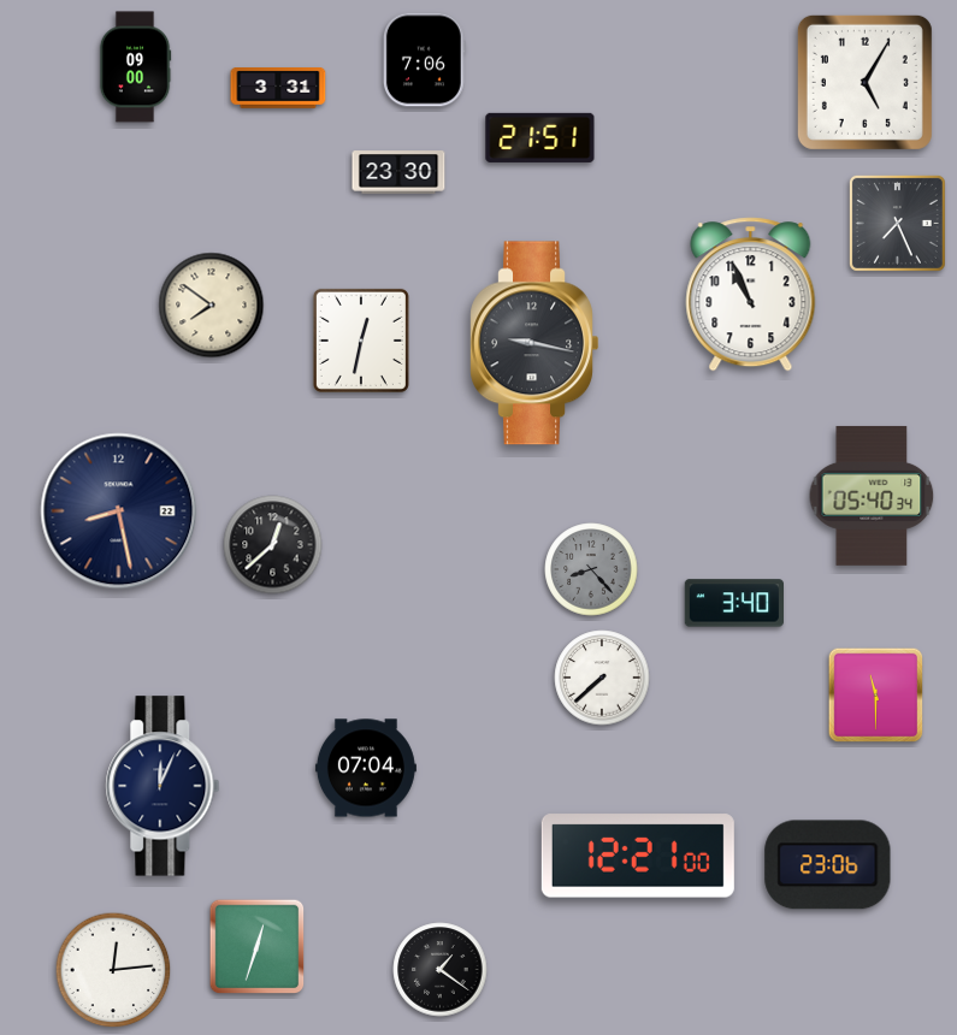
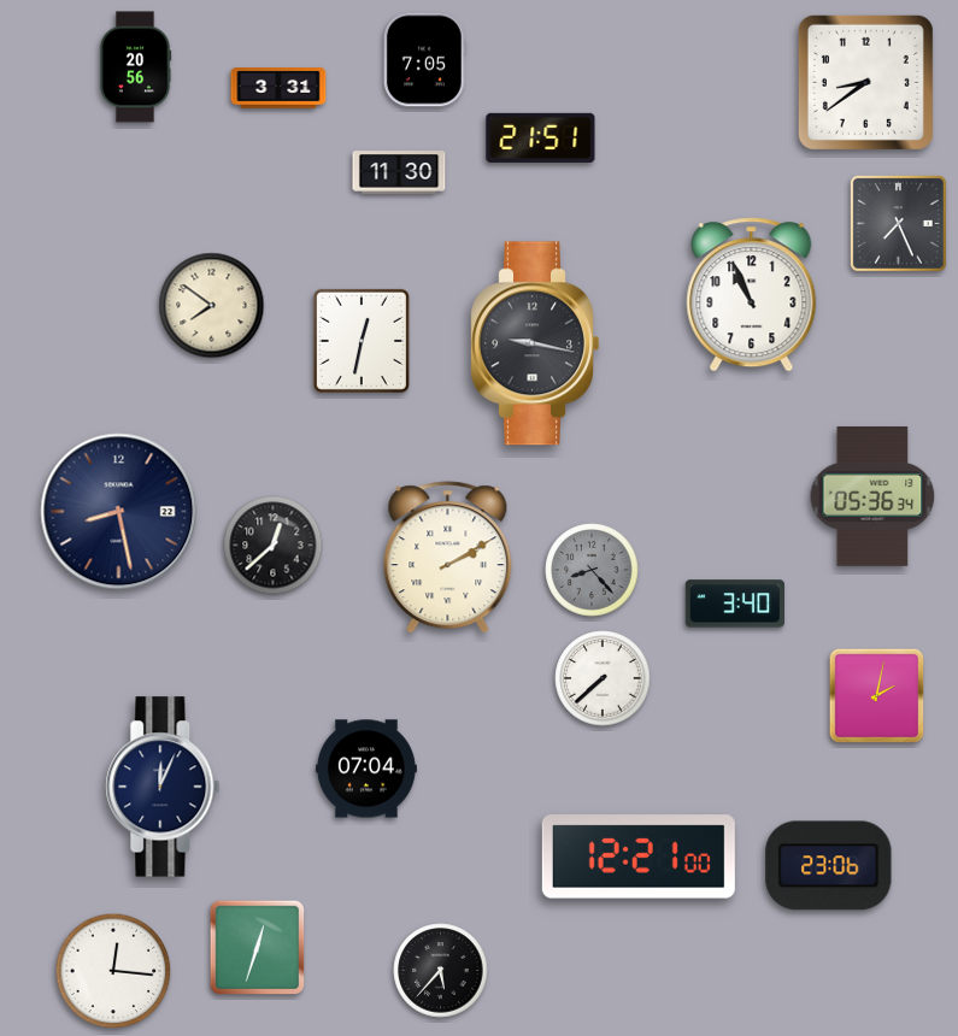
clock at (424, 60): 7:06 -> 7:05
clock at (135, 67): 09:00 -> 20:56
clock at (864, 82): 5:05 -> 8:39
clock at (398, 172): 23:30 -> 11:30
clock at (872, 496): 05:40 -> 05:36
clock at (448, 558): none -> 2:10
clock at (876, 696): 11:30 -> 2:02
clock at (113, 970): 12:14 -> 12:16
clock at (441, 970): 1:21 -> 5:37
